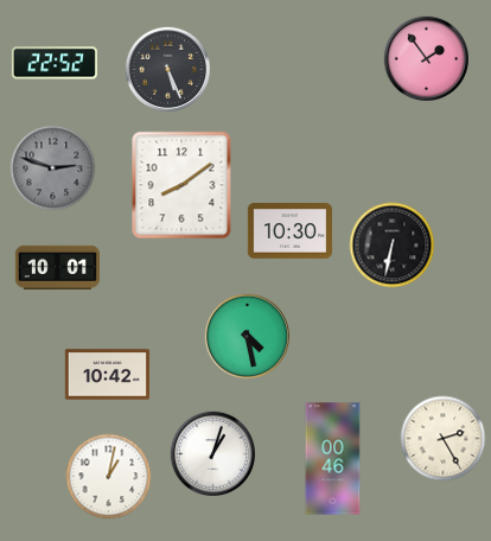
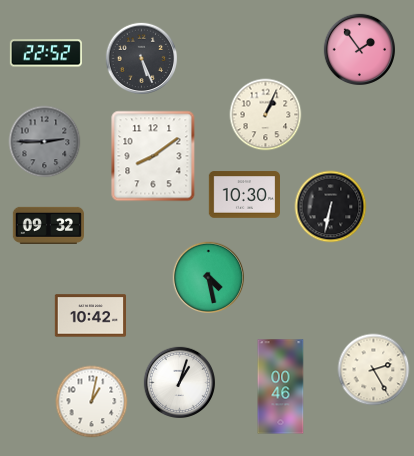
clock at (266, 115): none -> 1:04
clock at (53, 168): 2:48 -> 2:45
clock at (57, 267): 10:01 -> 09:32
clock at (247, 336) position: (247, 336) -> (208, 277)
